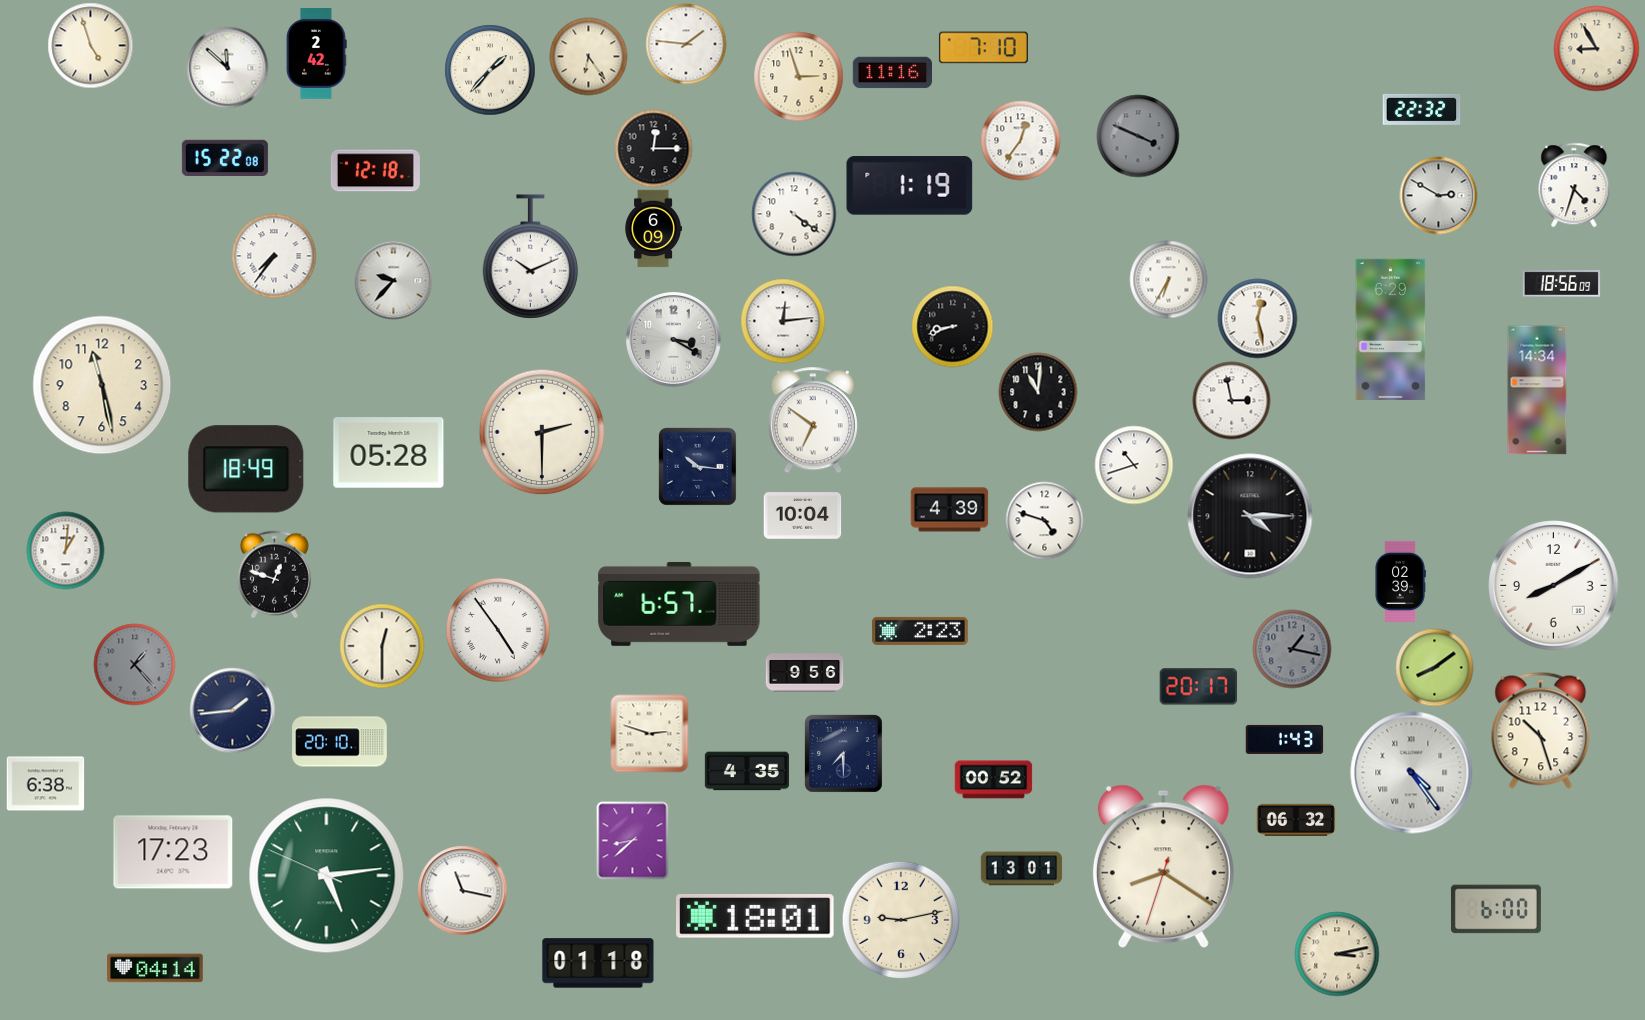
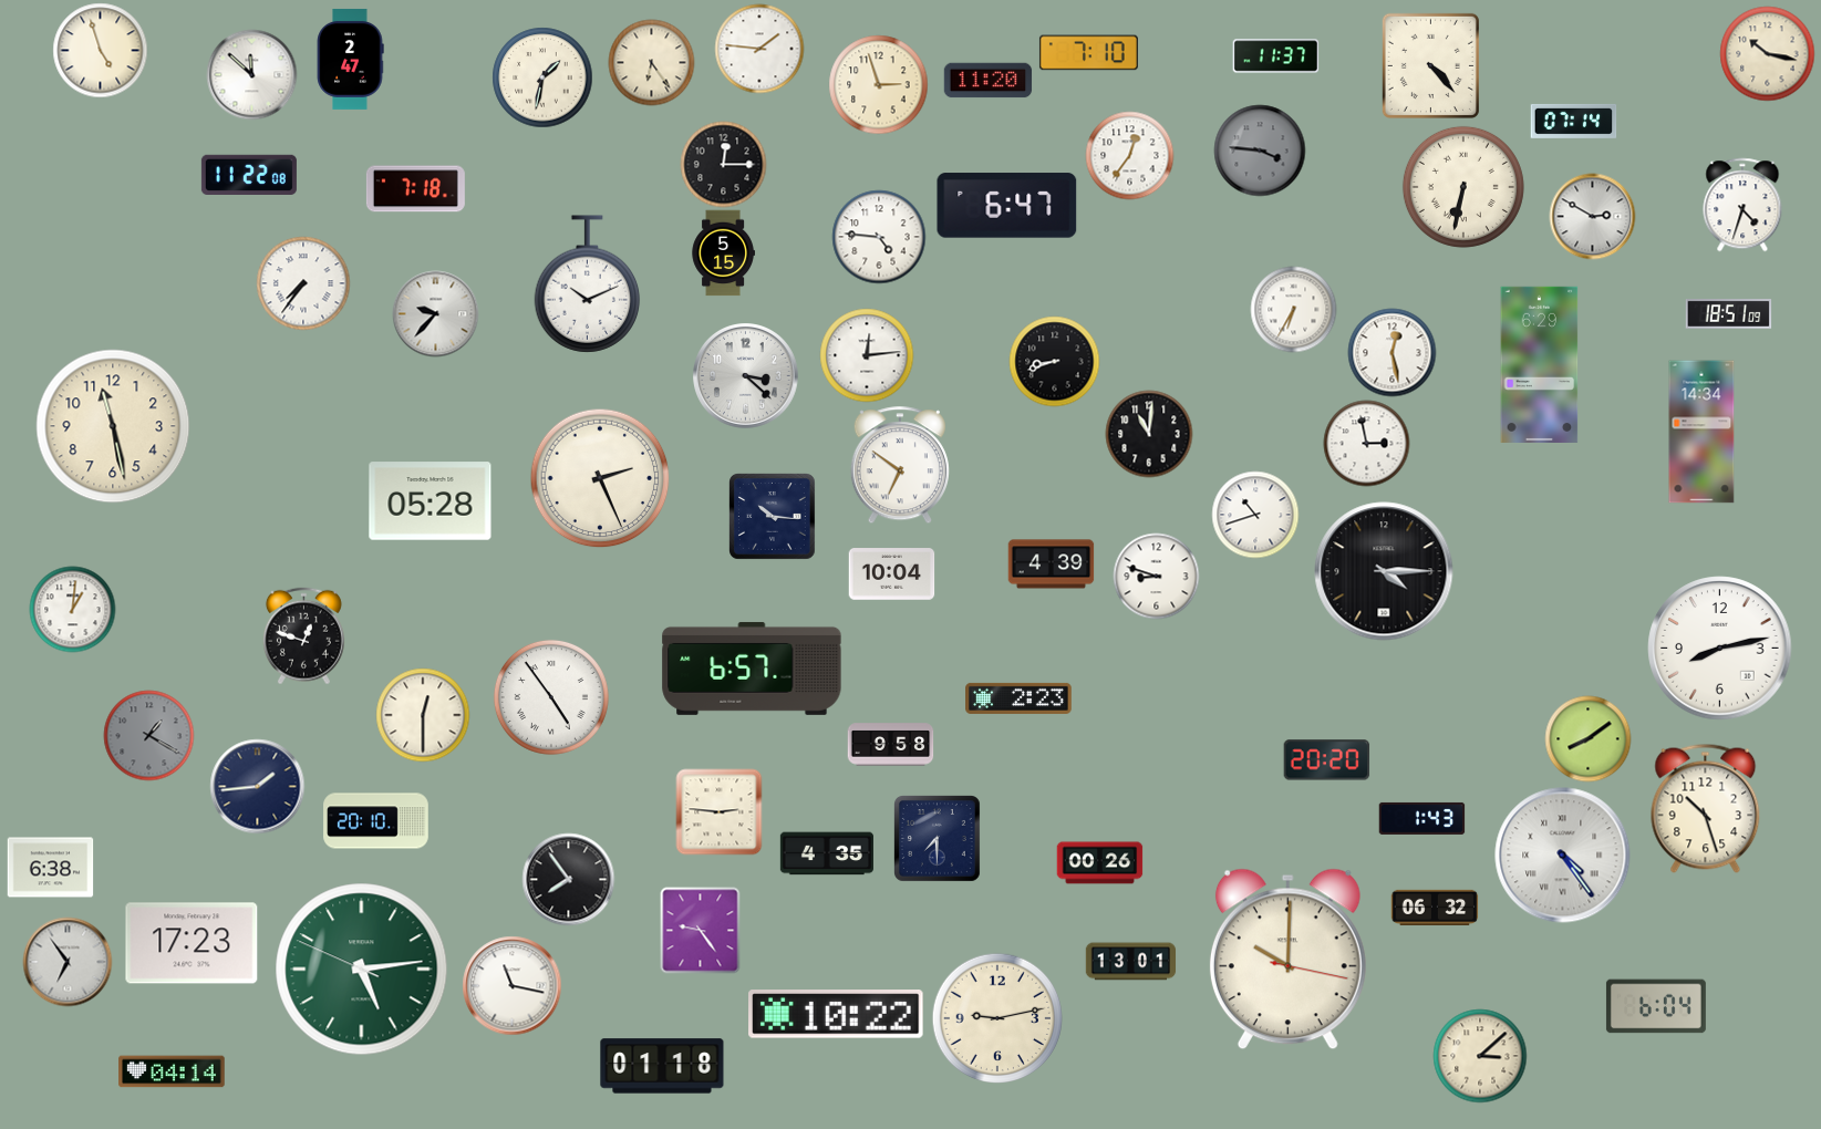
clock at (1596, 48): 8:55 -> 10:17
clock at (1275, 56): none -> 11:37
clock at (316, 53): 2:42 -> 2:47
clock at (1430, 65): none -> 4:23
clock at (490, 70): 1:37 -> 1:32
clock at (892, 73): 11:16 -> 11:20
clock at (798, 76) position: (798, 76) -> (878, 84)
clock at (1421, 109): 22:32 -> 07:14
clock at (1138, 136): 3:49 -> 3:46
clock at (225, 158): 15:22 -> 11:22
clock at (1463, 187): none -> 6:32
clock at (375, 171): 12:18 -> 7:18
clock at (910, 186): 1:19 -> 6:47
clock at (794, 214): 4:21 -> 4:46
clock at (653, 228): 6:09 -> 5:15
clock at (393, 280) position: (393, 280) -> (435, 313)
clock at (1561, 284): 18:56 -> 18:51
clock at (674, 340): 3:20 -> 3:22
clock at (1231, 400) position: (1231, 400) -> (1366, 443)
clock at (542, 432): 2:30 -> 2:26
clock at (246, 469): 18:49 -> none
clock at (802, 516) position: (802, 516) -> (891, 574)
clock at (1044, 520): 4:48 -> 8:48
clock at (1400, 581): 02:39 -> none
clock at (1554, 586): 8:10 -> 8:13
clock at (1292, 649): 1:17 -> none
clock at (134, 664): 1:23 -> 1:20
clock at (804, 673): 9:56 -> 9:58
clock at (1198, 687): 20:17 -> 20:20
clock at (649, 733): 2:48 -> 2:46
clock at (844, 754) position: (844, 754) -> (938, 839)
clock at (993, 780): 00:52 -> 00:26
clock at (568, 879): none -> 7:54
clock at (633, 840): 8:38 -> 9:24
clock at (1163, 867): 8:20 -> 10:00
clock at (68, 962): none -> 6:54
clock at (1496, 909): 6:00 -> 6:04
clock at (755, 917): 18:01 -> 10:22
clock at (1337, 954): 3:13 -> 3:08
